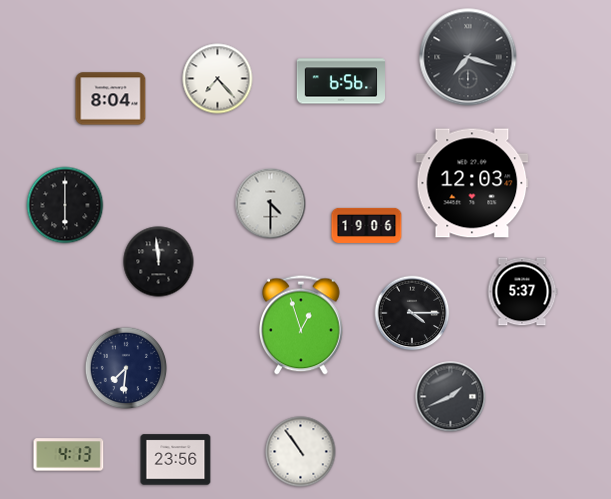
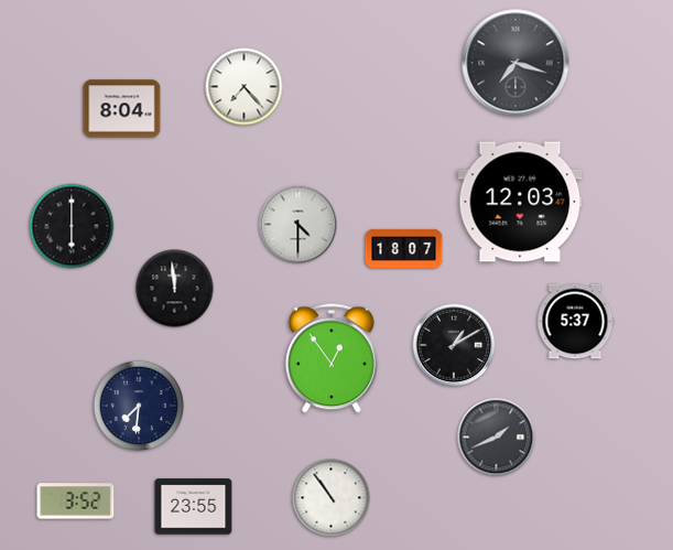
clock at (218, 79) position: (218, 79) -> (245, 87)
clock at (340, 81): 6:56 -> none
clock at (367, 225): 19:06 -> 18:07
clock at (412, 313): 4:15 -> 1:10
clock at (302, 325): 12:57 -> 12:54
clock at (69, 455): 4:13 -> 3:52
clock at (176, 460): 23:56 -> 23:55
